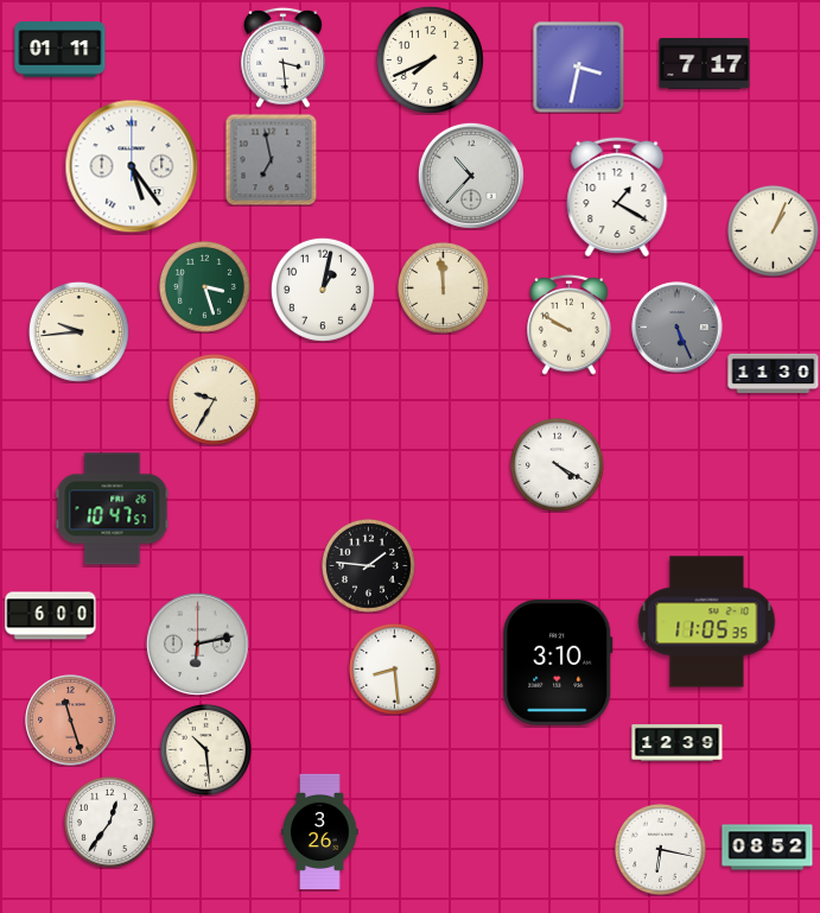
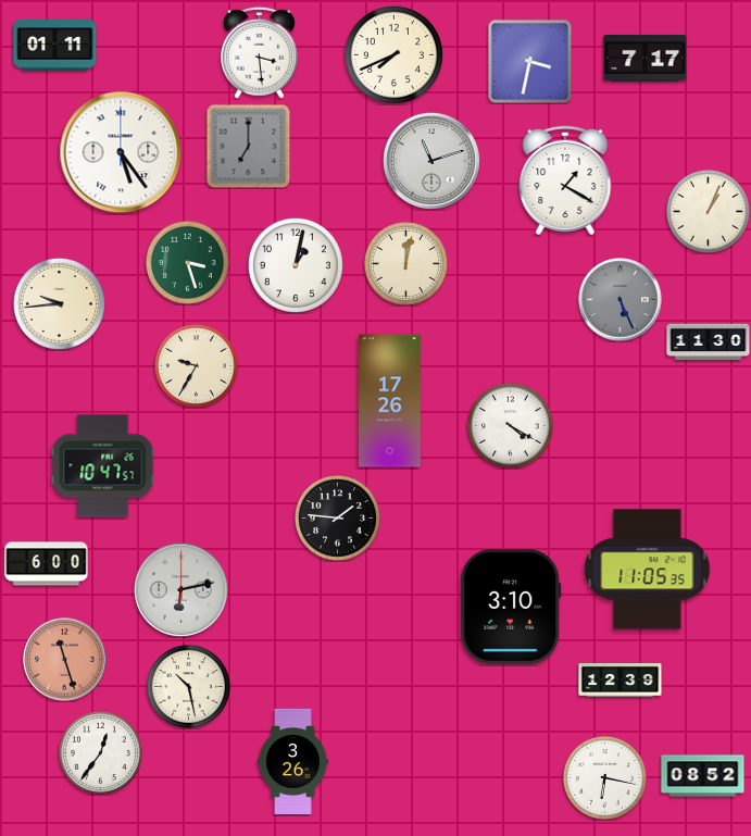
clock at (271, 159): 6:58 -> 7:00
clock at (471, 176): 10:37 -> 11:12
clock at (443, 287): 11:59 -> 12:02
clock at (570, 324): 9:50 -> none
clock at (78, 331) position: (78, 331) -> (59, 303)
clock at (390, 401): none -> 17:26
clock at (394, 668): 8:29 -> none
clock at (205, 749): 10:29 -> 10:28
